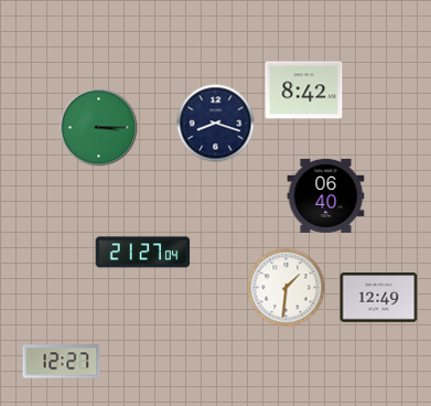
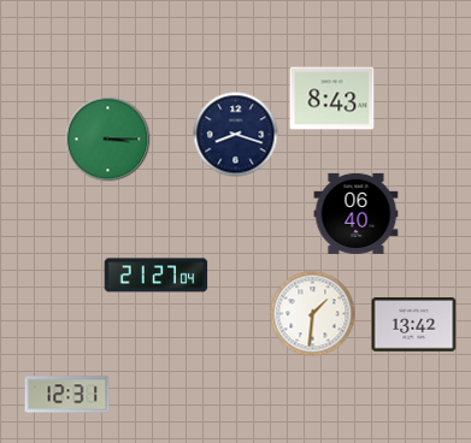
clock at (304, 90): 8:42 -> 8:43
clock at (379, 298): 12:49 -> 13:42
clock at (62, 362): 12:27 -> 12:31
